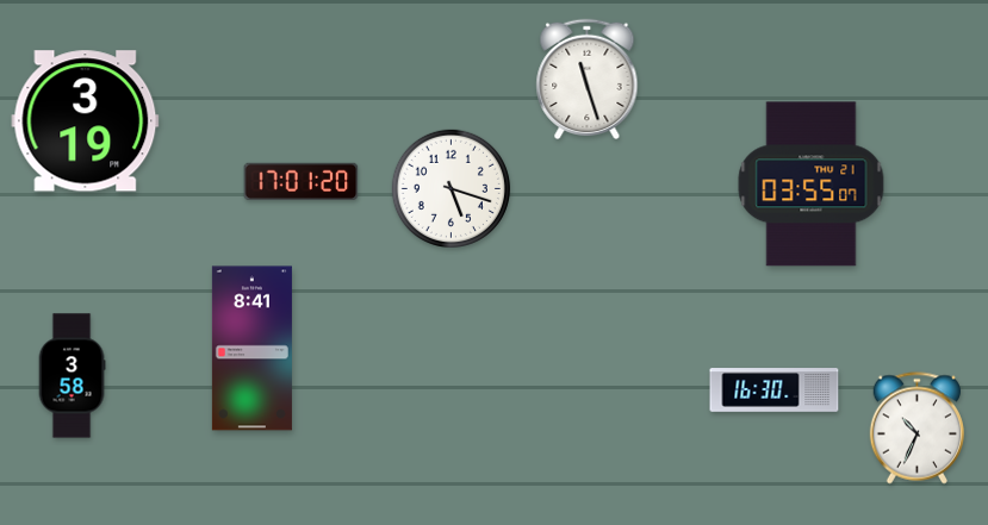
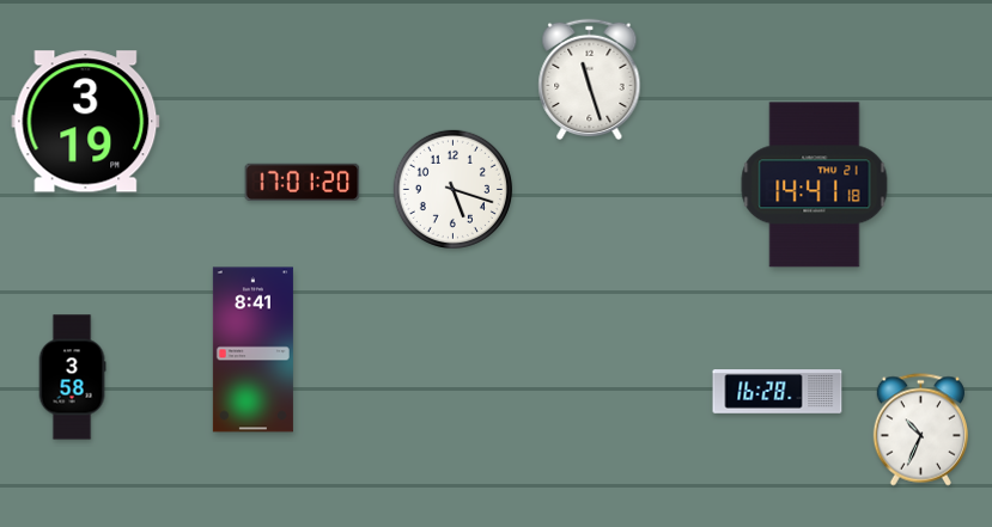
clock at (812, 185): 03:55 -> 14:41
clock at (775, 390): 16:30 -> 16:28
